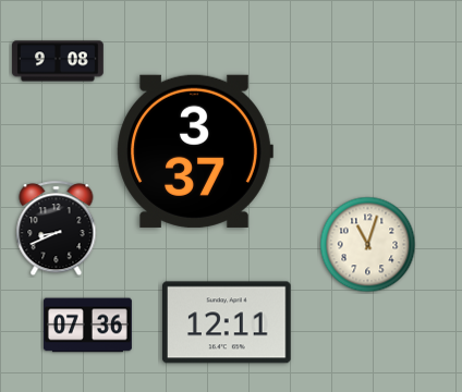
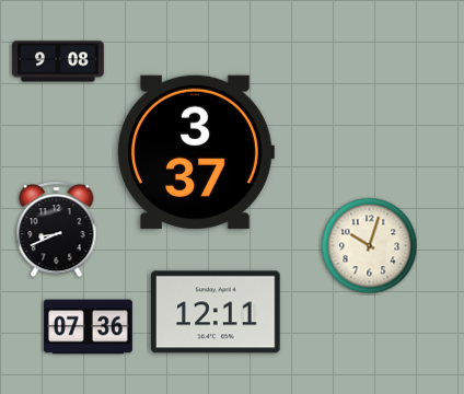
clock at (368, 245): 11:03 -> 10:03
clock at (228, 322) position: (228, 322) -> (217, 312)
